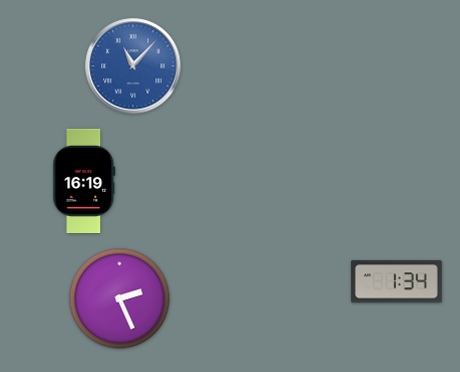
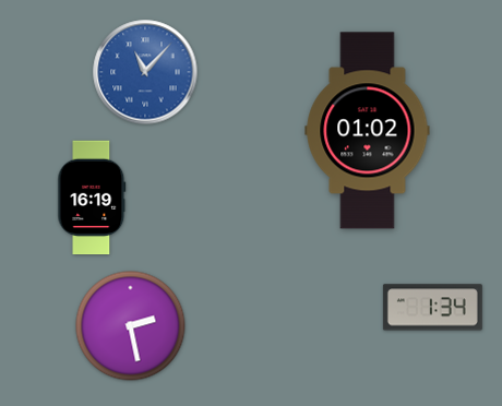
clock at (368, 131): none -> 01:02
clock at (120, 299): 2:26 -> 2:28
